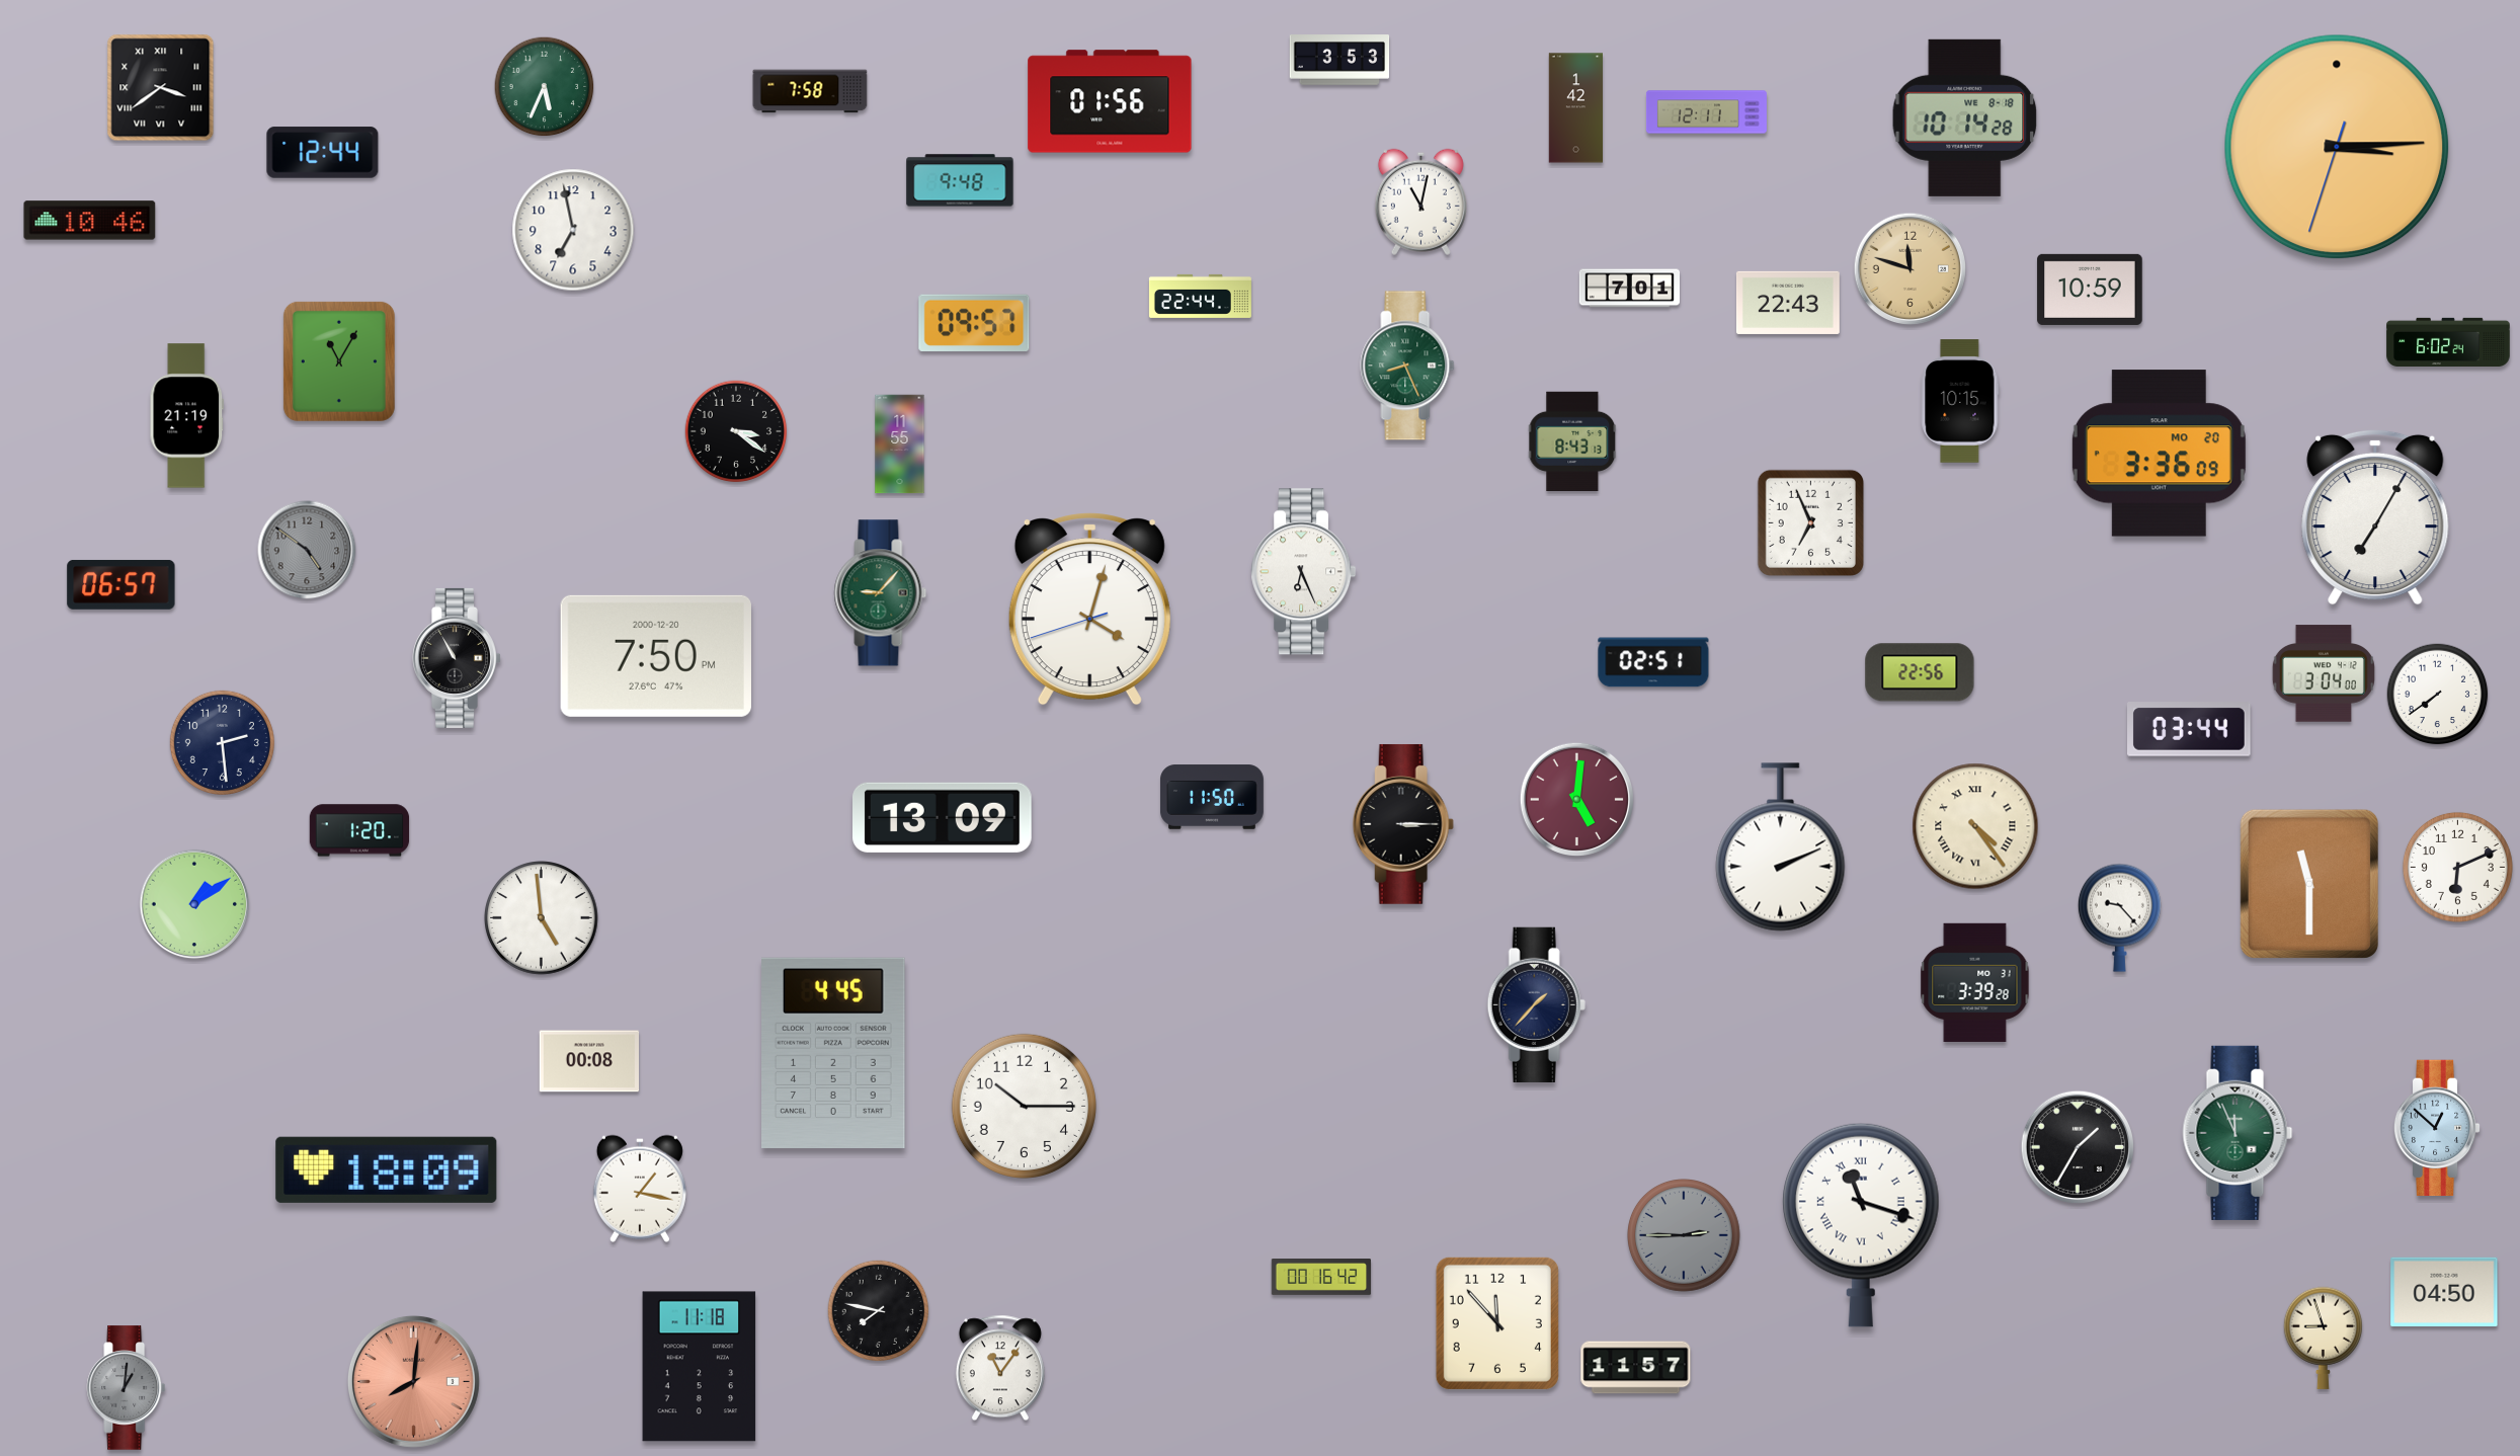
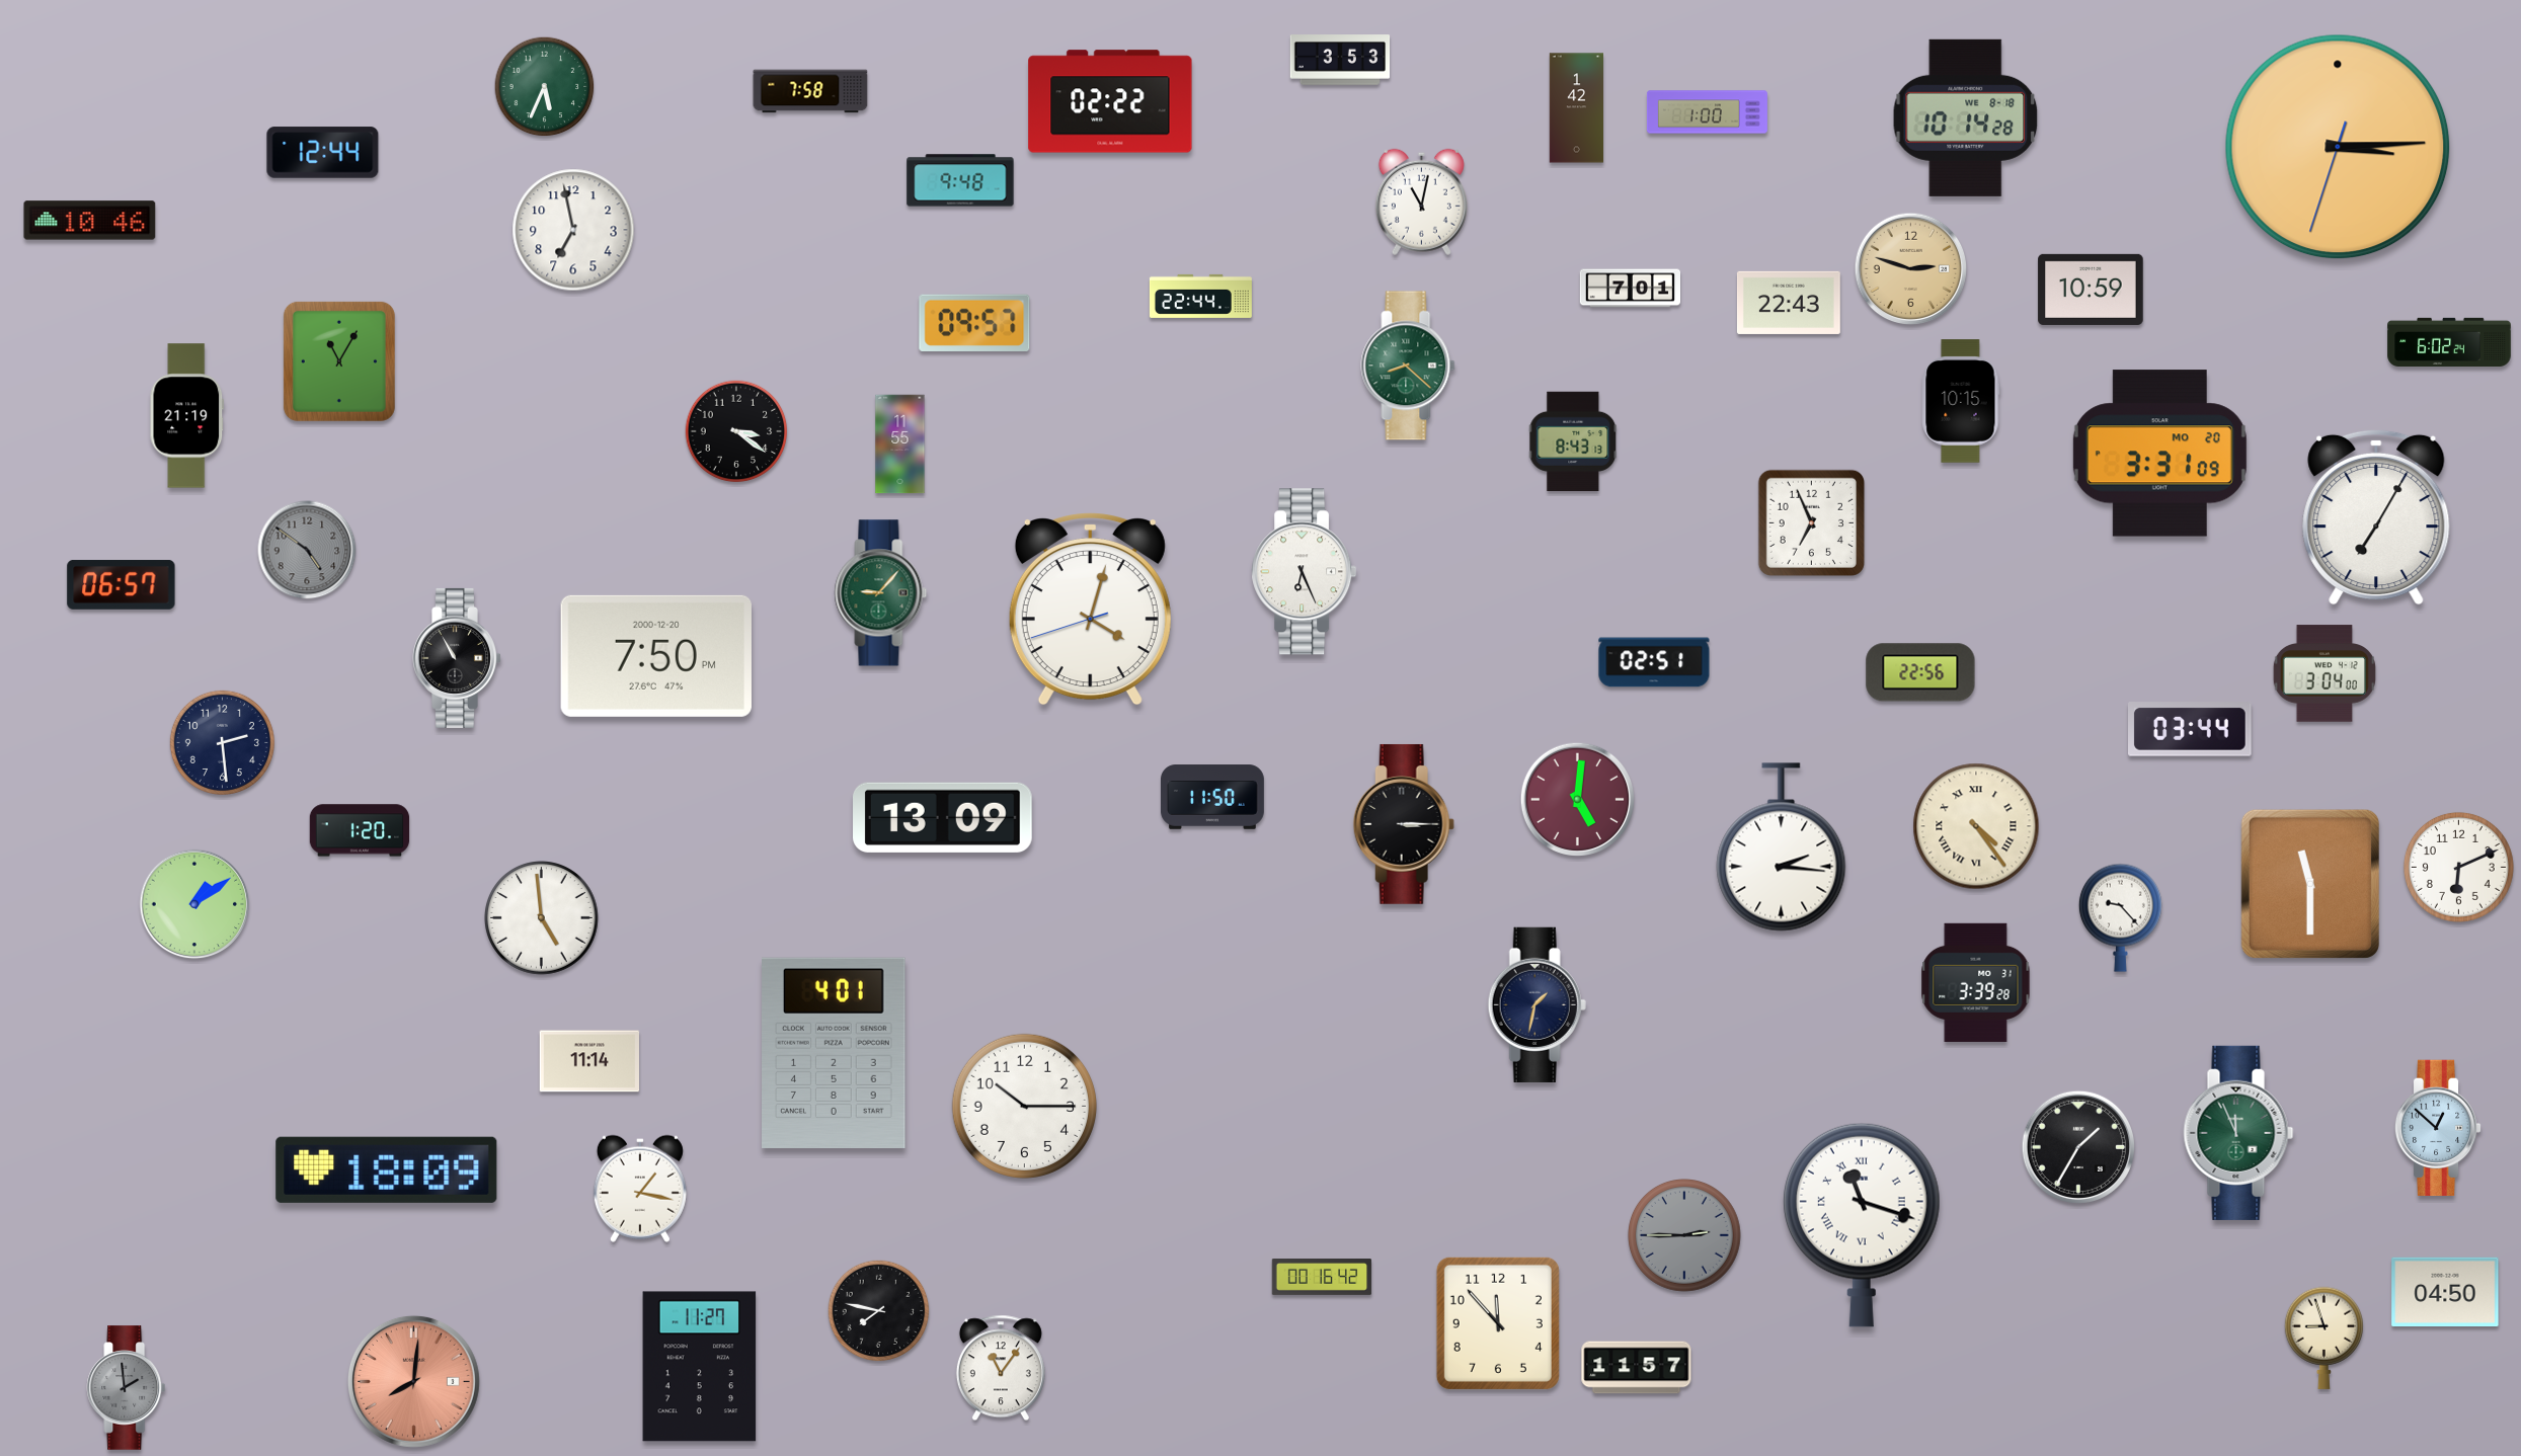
clock at (161, 88): 3:39 -> none
clock at (1110, 101): 01:56 -> 02:22
clock at (1706, 112): 12:11 -> 1:00
clock at (1911, 269): 11:48 -> 2:48
clock at (1407, 366): 8:26 -> 8:22
clock at (2159, 454): 3:36 -> 3:31
clock at (2438, 695): 7:39 -> none
clock at (1781, 847): 2:11 -> 2:16
clock at (1536, 1004): 1:37 -> 1:32
clock at (833, 1052): 4:45 -> 4:01
clock at (588, 1061): 00:08 -> 11:14
clock at (700, 1367): 11:18 -> 11:27
clock at (127, 1388): 1:01 -> 1:59
